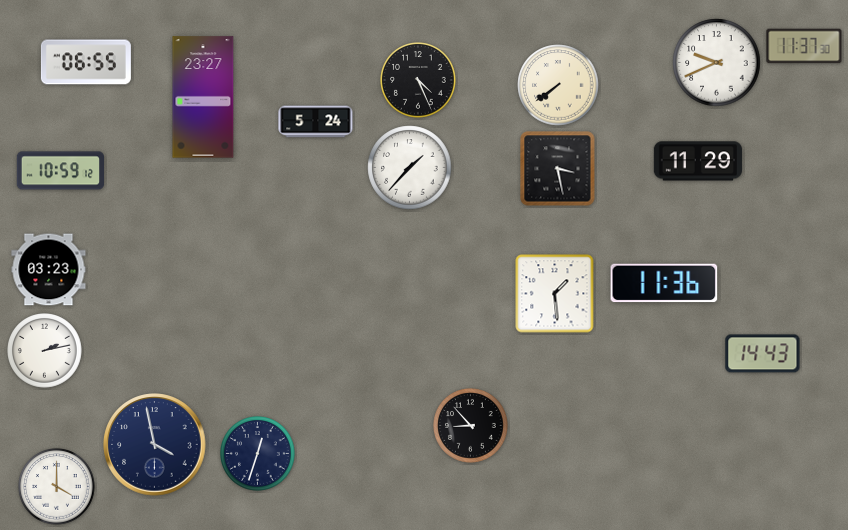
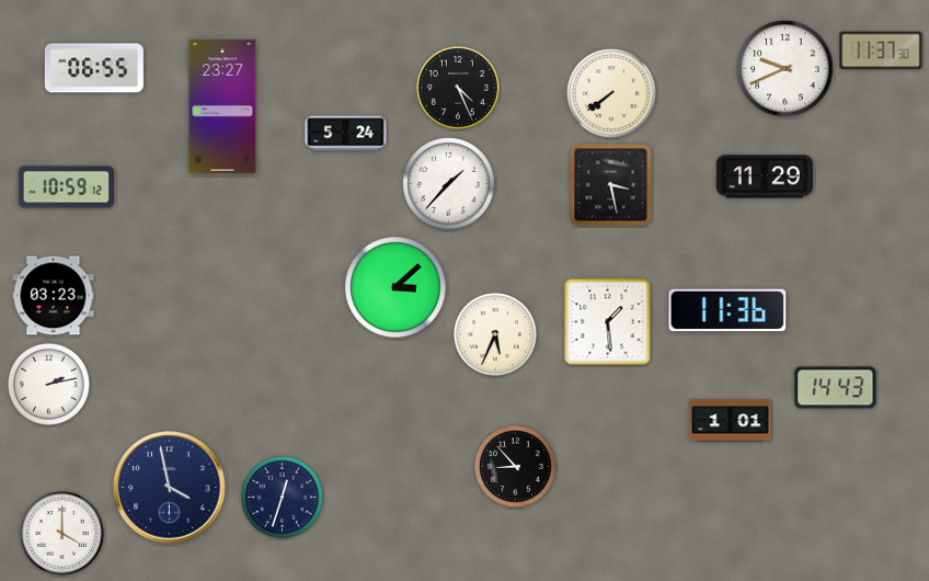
clock at (395, 287): none -> 3:08
clock at (496, 335): none -> 5:34
clock at (731, 421): none -> 1:01
